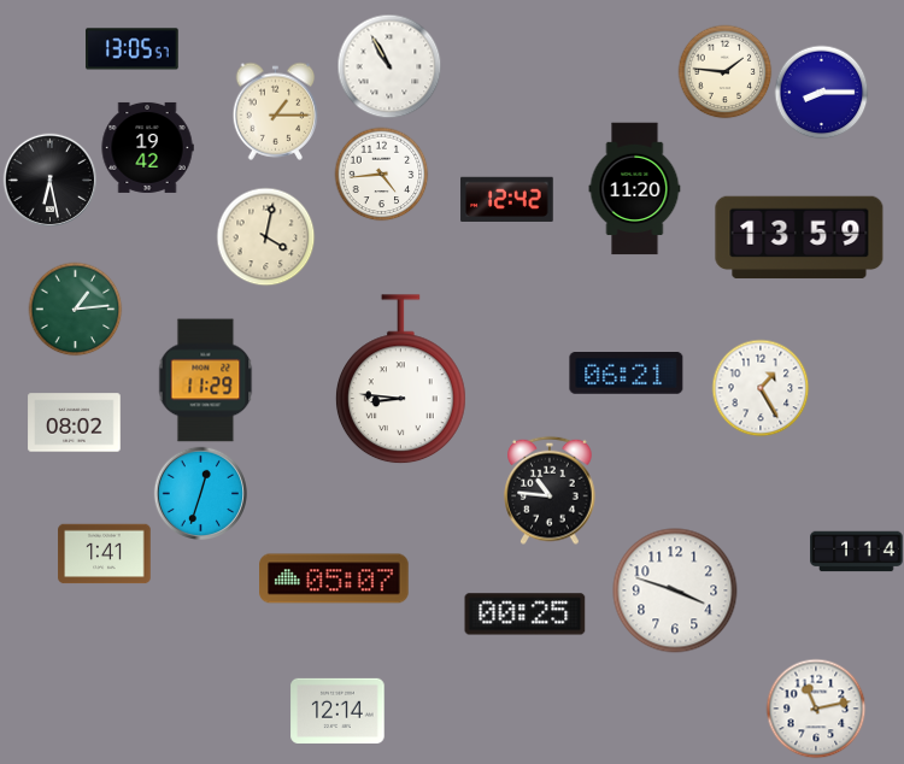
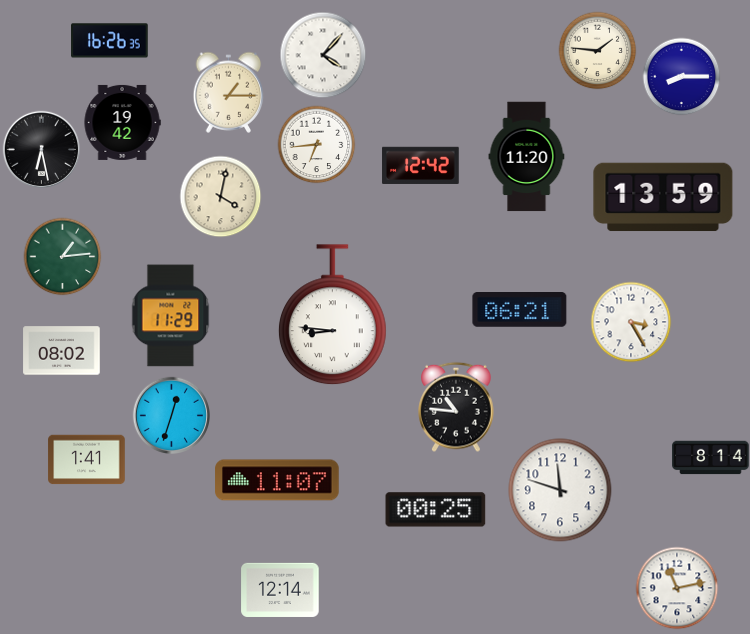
clock at (133, 49): 13:05 -> 16:26
clock at (389, 66): 10:55 -> 4:07
clock at (724, 71) position: (724, 71) -> (597, 50)
clock at (381, 174): 4:44 -> 6:44
clock at (761, 388): 1:25 -> 3:25
clock at (200, 493) position: (200, 493) -> (171, 415)
clock at (857, 552): 1:14 -> 8:14
clock at (334, 578): 05:07 -> 11:07
clock at (675, 590): 3:48 -> 11:48
